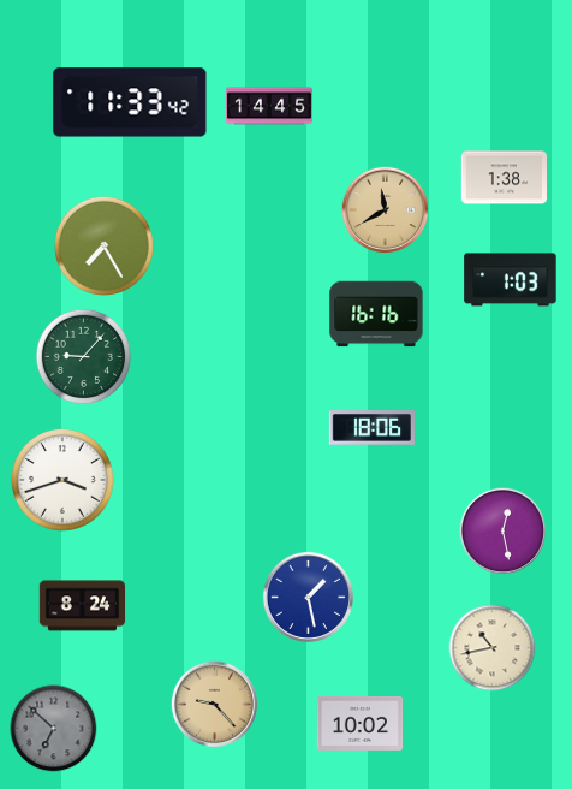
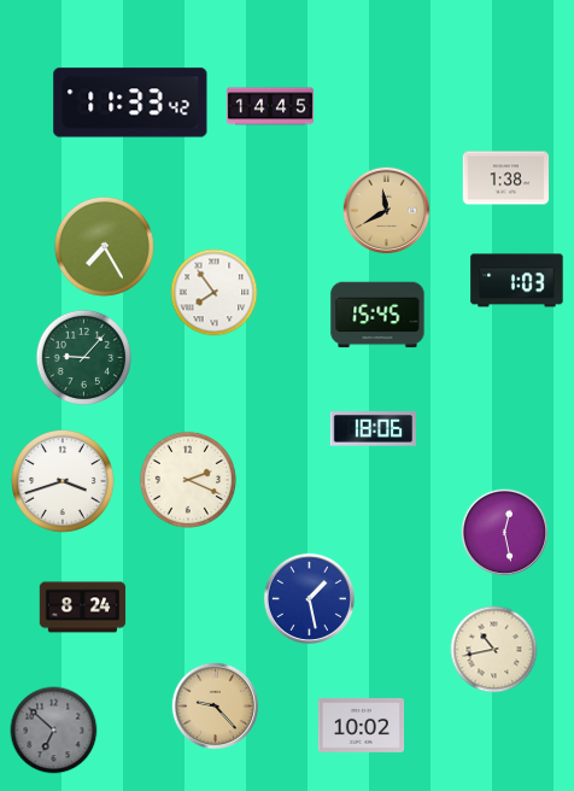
clock at (511, 280) position: (511, 280) -> (517, 281)
clock at (215, 293): none -> 7:54
clock at (376, 314): 16:16 -> 15:45
clock at (188, 480): none -> 2:19
